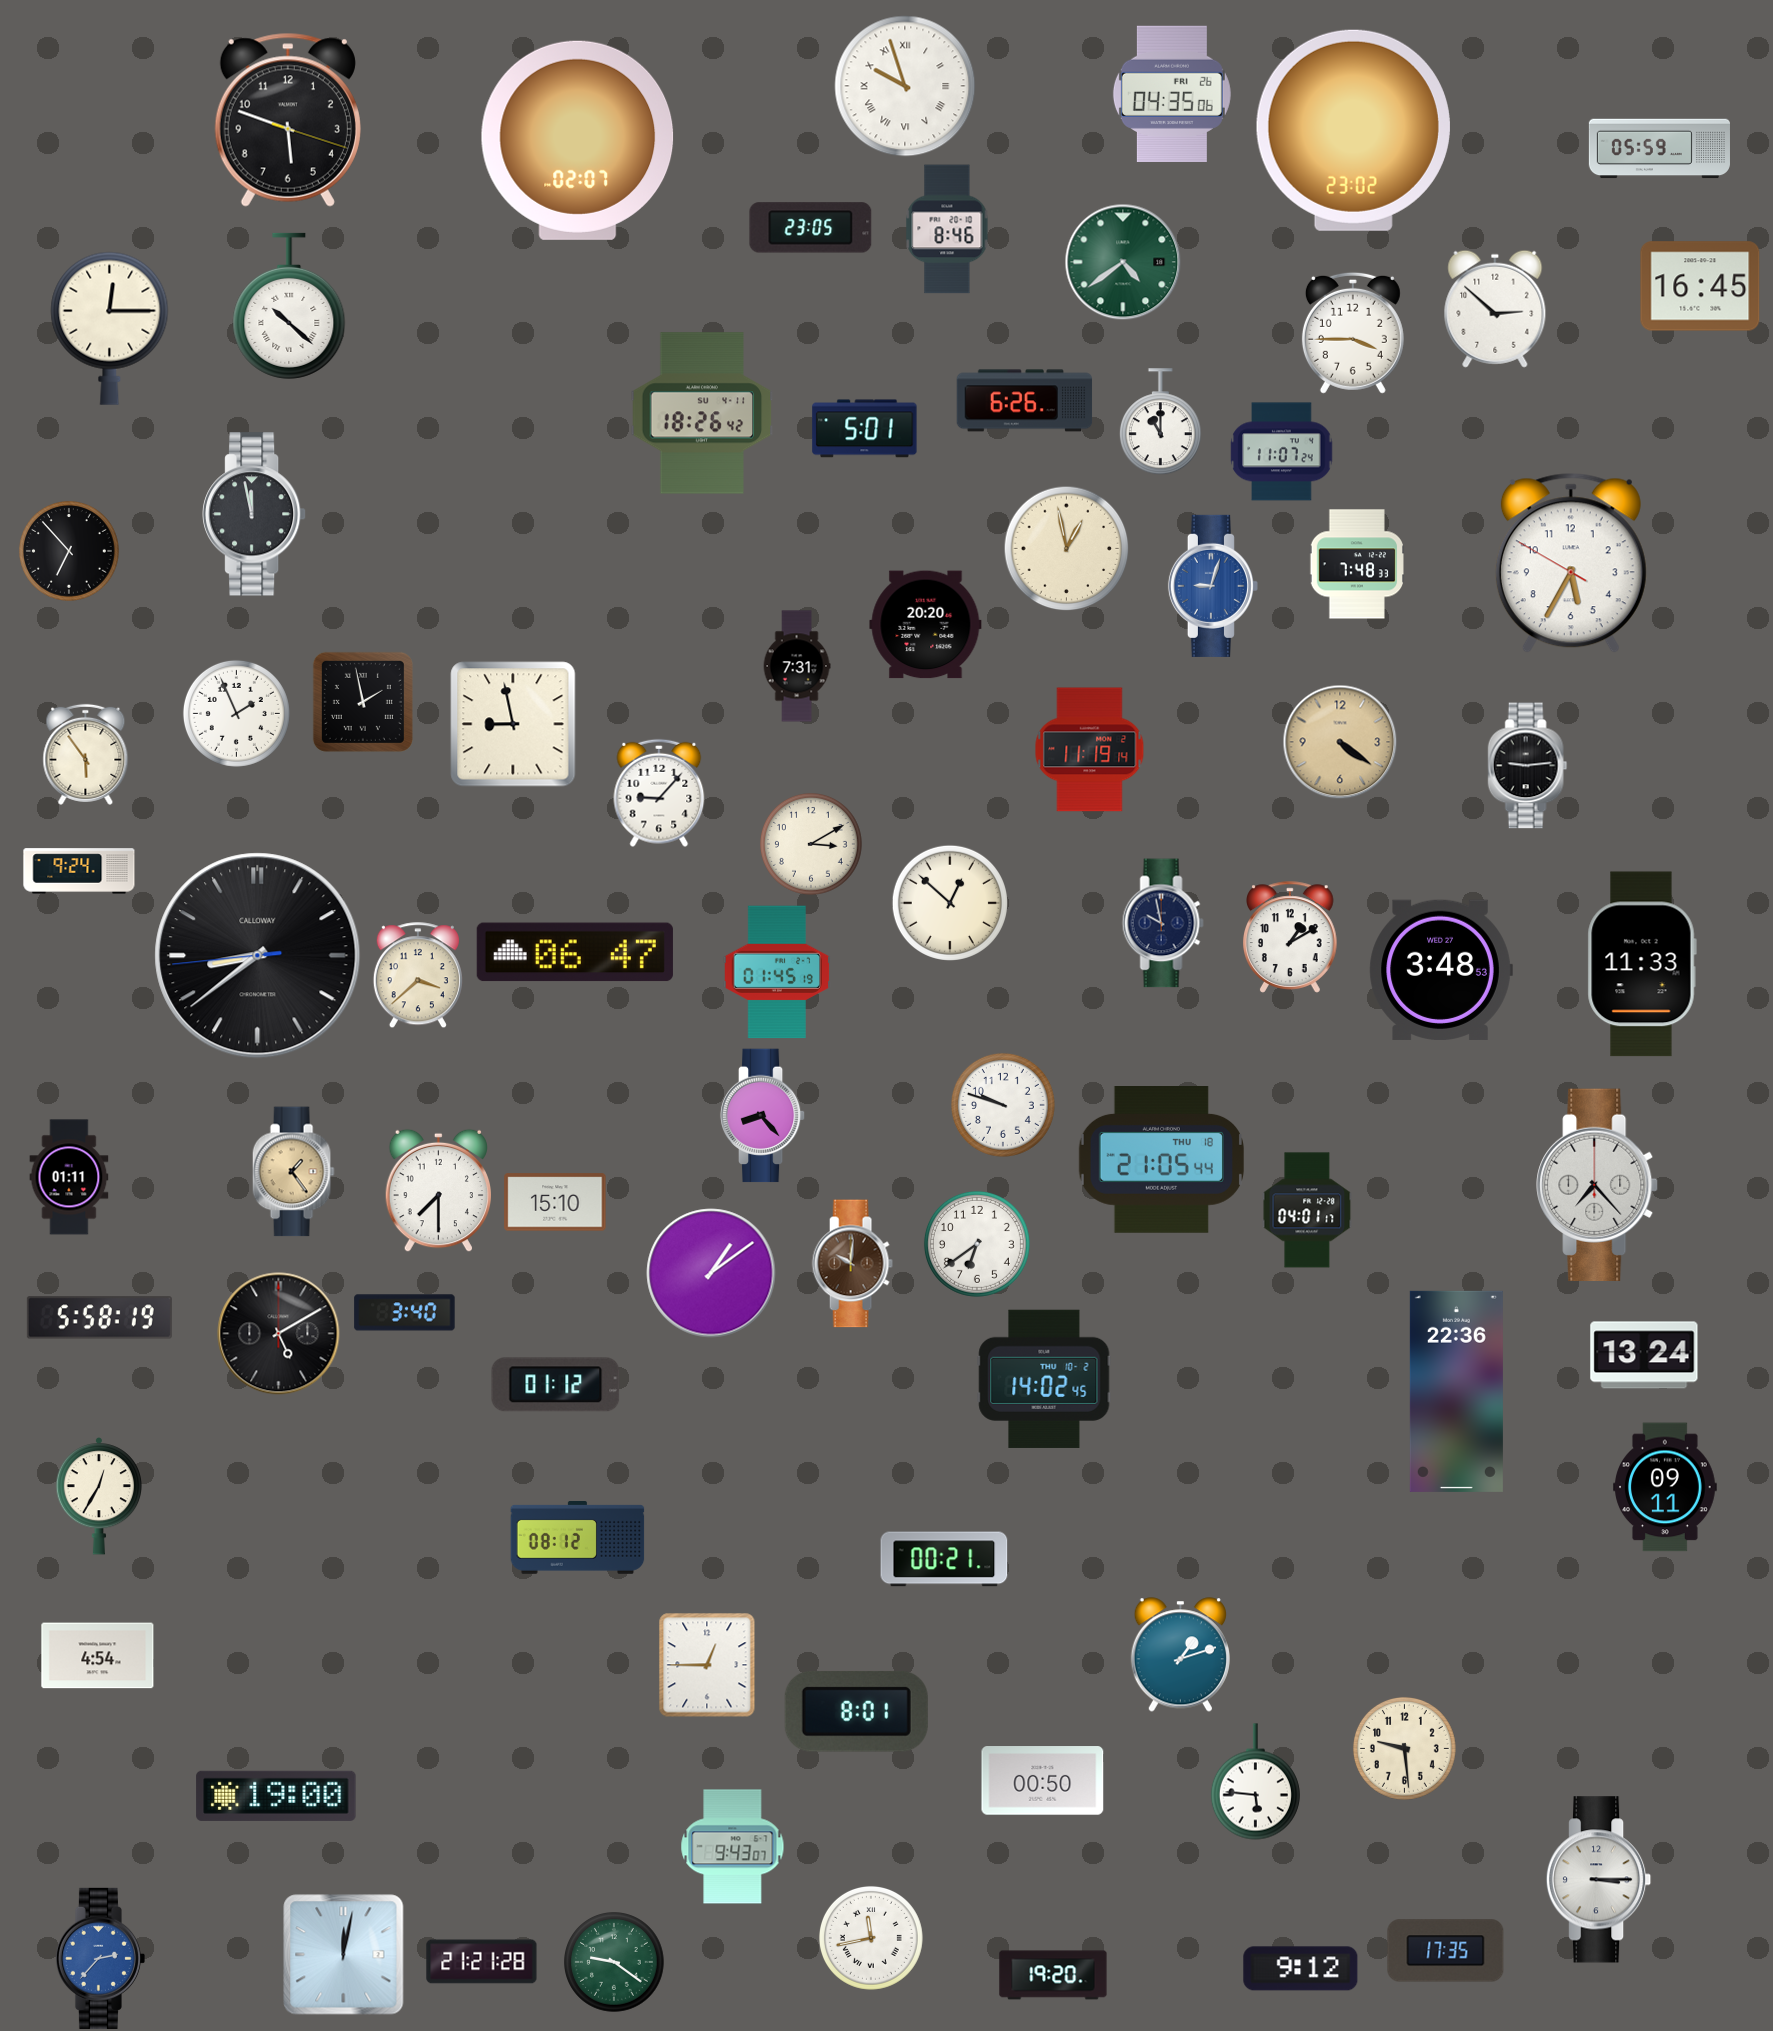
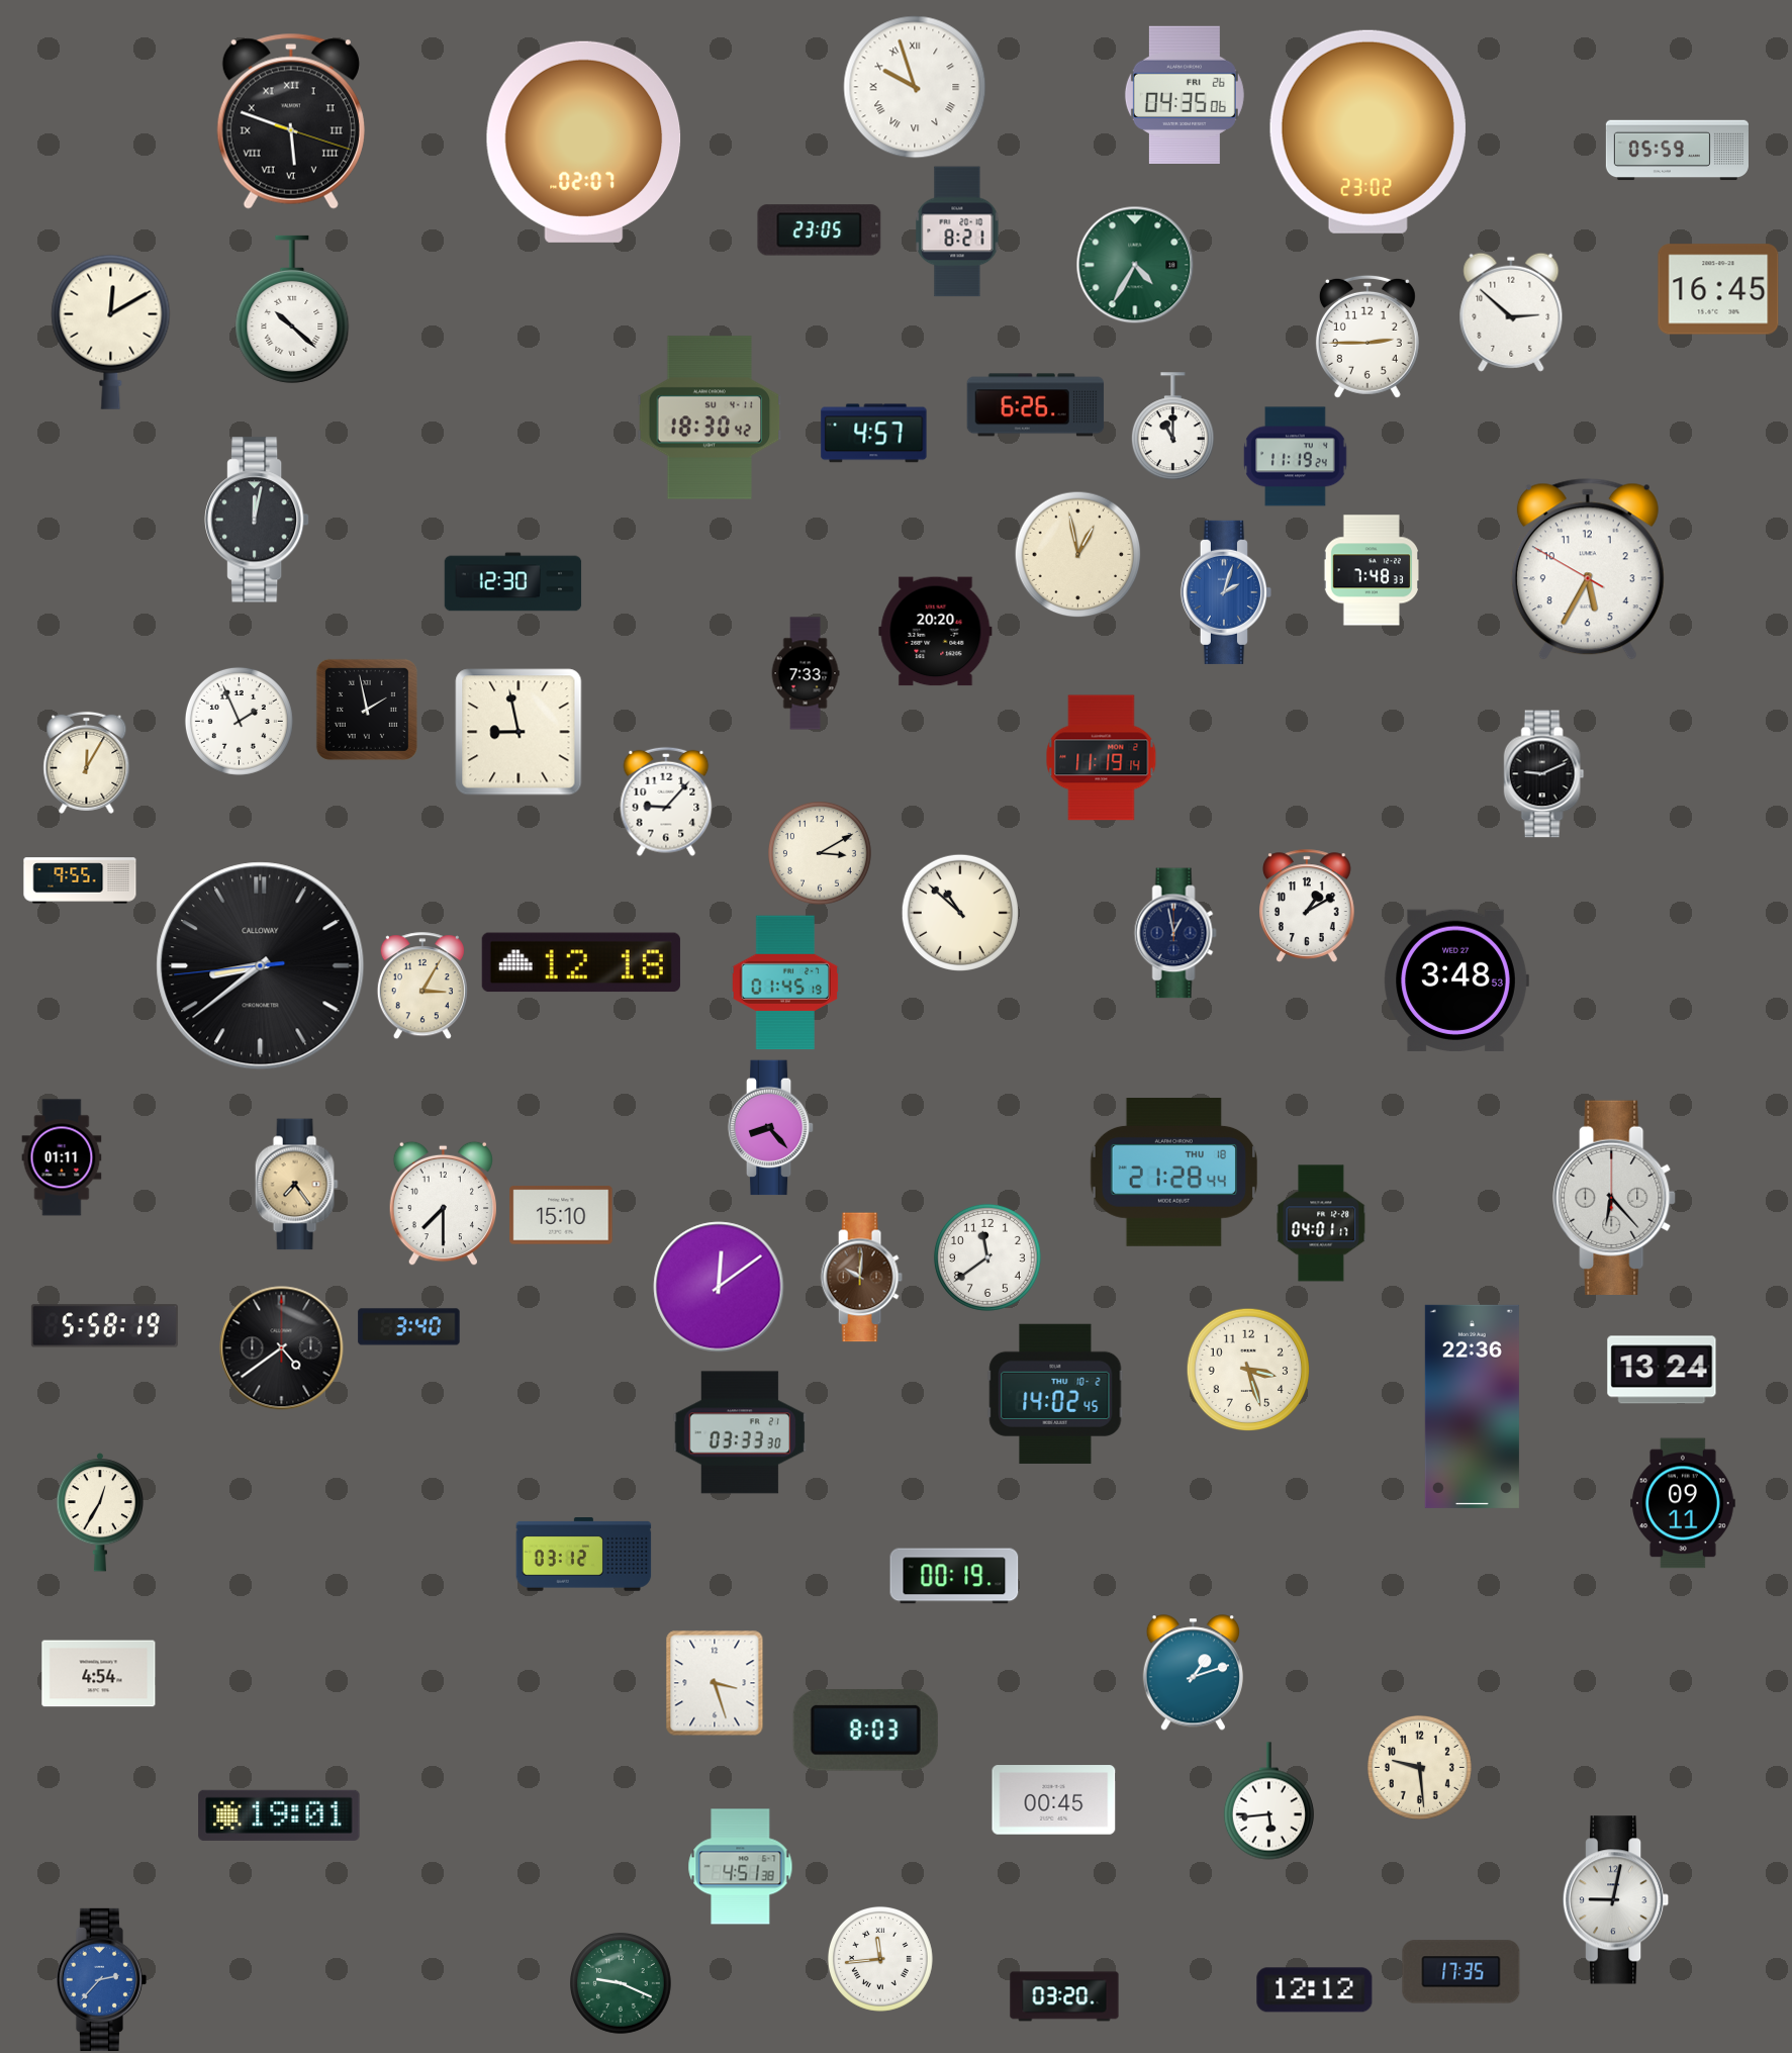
clock at (288, 120) numerals: Arabic -> Roman
clock at (947, 229): 8:46 -> 8:21
clock at (1123, 262): 4:39 -> 4:35
clock at (110, 328): 12:15 -> 12:10
clock at (1353, 333): 3:45 -> 2:45
clock at (702, 413): 18:26 -> 18:30
clock at (865, 429): 5:01 -> 4:57
clock at (1282, 452): 11:07 -> 11:19
clock at (255, 514): 11:58 -> 12:02
clock at (70, 552): 6:53 -> none
clock at (513, 582): none -> 12:30
clock at (1213, 586): 9:03 -> 2:03
clock at (797, 666): 7:31 -> 7:33
clock at (1340, 742): 4:21 -> none
clock at (86, 754): 5:54 -> 12:05
clock at (1528, 766): 9:14 -> 9:11
clock at (79, 871): 9:24 -> 9:55
clock at (950, 903): 12:52 -> 10:52
clock at (1163, 923): 9:58 -> 12:58
clock at (1291, 937) position: (1291, 937) -> (1308, 906)
clock at (575, 952): 06:47 -> 12:18
clock at (1642, 964): 11:33 -> none
clock at (418, 975): 3:38 -> 3:05
clock at (1003, 1105): 9:48 -> none
clock at (1161, 1160): 21:05 -> 21:28
clock at (293, 1172): 1:24 -> 7:24
clock at (69, 1177) position: (69, 1177) -> (62, 1157)
clock at (1597, 1184): 7:23 -> 6:23
clock at (977, 1244): 6:39 -> 11:39
clock at (711, 1273): 1:09 -> 12:09
clock at (99, 1318) position: (99, 1318) -> (104, 1326)
clock at (279, 1334): 5:10 -> 4:39
clock at (1248, 1370): none -> 3:27
clock at (556, 1385): 01:12 -> none
clock at (740, 1432): none -> 03:33
clock at (578, 1538): 08:12 -> 03:12
clock at (944, 1559): 00:21 -> 00:19
clock at (707, 1665): 12:45 -> 3:27
clock at (856, 1711): 8:01 -> 8:03
clock at (1043, 1781): 00:50 -> 00:45
clock at (1255, 1782): 5:46 -> 5:44
clock at (276, 1796): 19:00 -> 19:01
clock at (733, 1847): 9:43 -> 4:51
clock at (1600, 1880): 3:15 -> 9:02
clock at (871, 1938): 11:43 -> 11:44
clock at (344, 1955): 12:02 -> none
clock at (482, 1962): 21:21 -> none
clock at (615, 1963): 9:21 -> 9:19
clock at (1301, 1969): 9:12 -> 12:12
clock at (1053, 1975): 19:20 -> 03:20
